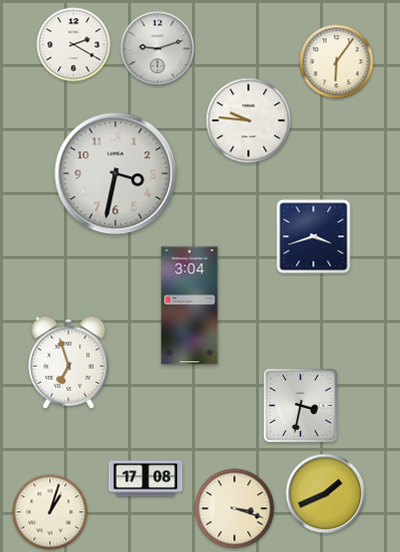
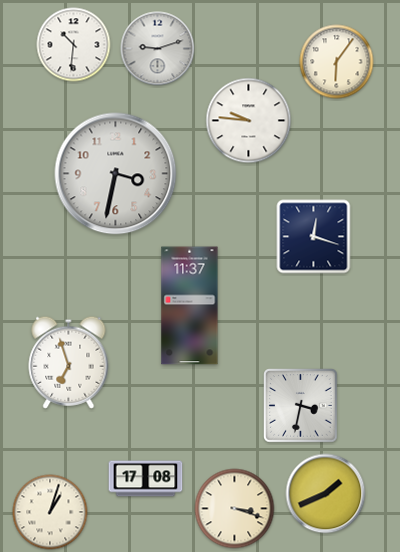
clock at (74, 45): 2:20 -> 10:31
clock at (314, 237): 3:42 -> 12:18
clock at (190, 306): 3:04 -> 11:37
